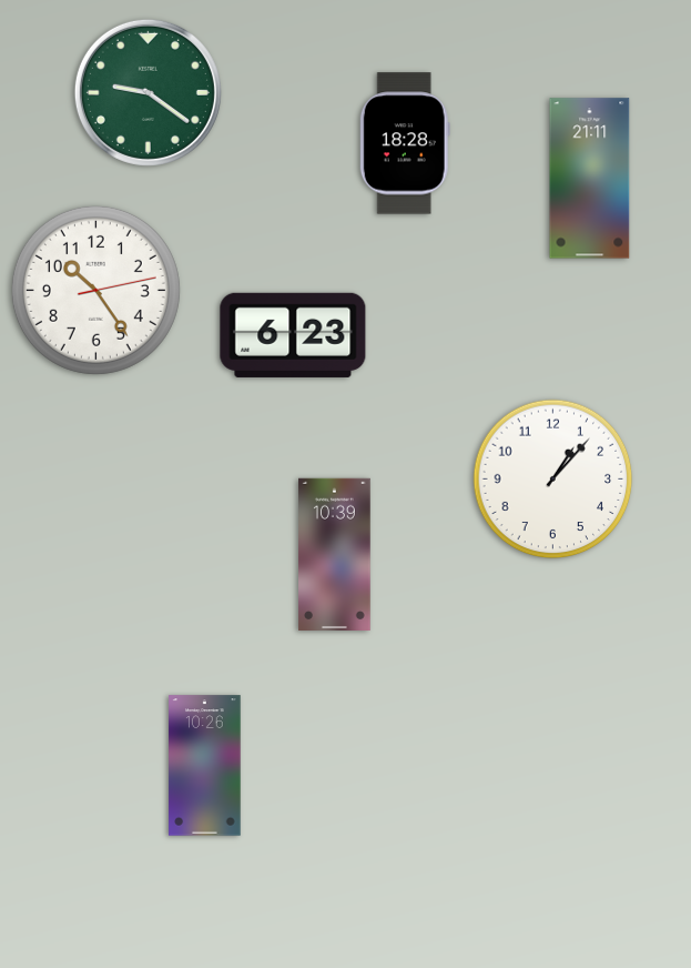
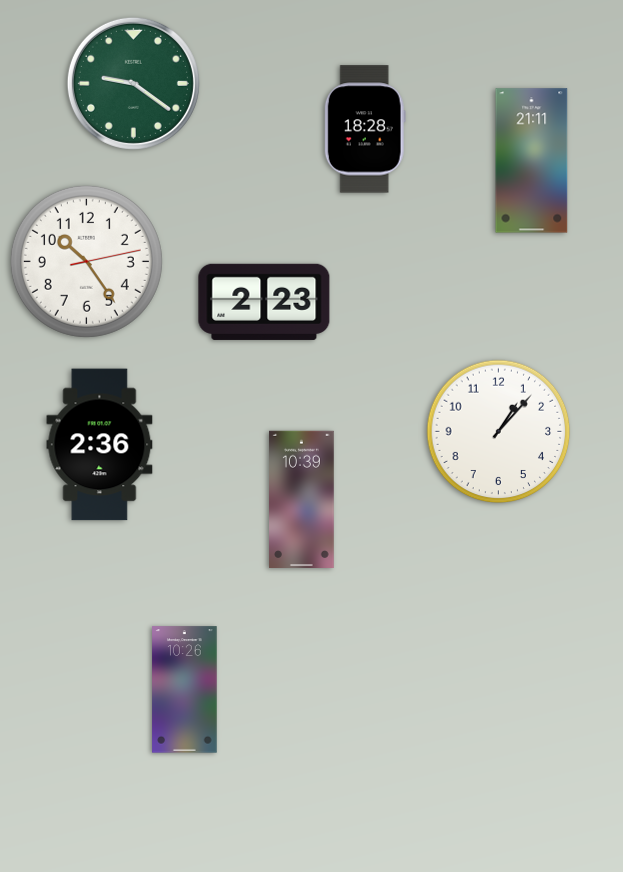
clock at (293, 335): 6:23 -> 2:23
clock at (100, 445): none -> 2:36
